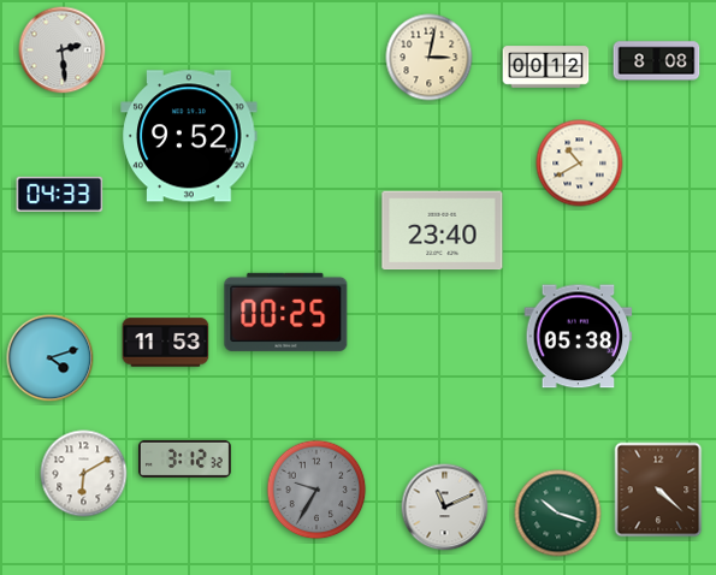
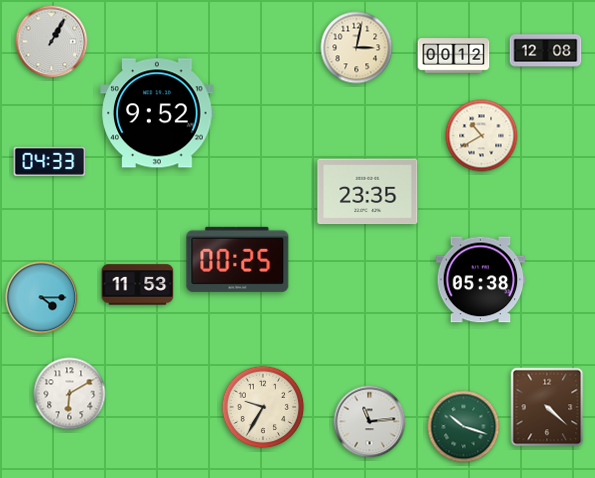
clock at (63, 51): 2:29 -> 1:05
clock at (657, 61): 8:08 -> 12:08
clock at (443, 231): 23:40 -> 23:35
clock at (51, 358): 4:12 -> 4:15
clock at (184, 458): 3:12 -> none
clock at (316, 490) dial: grey -> cream
clock at (445, 508): 11:11 -> 11:14
